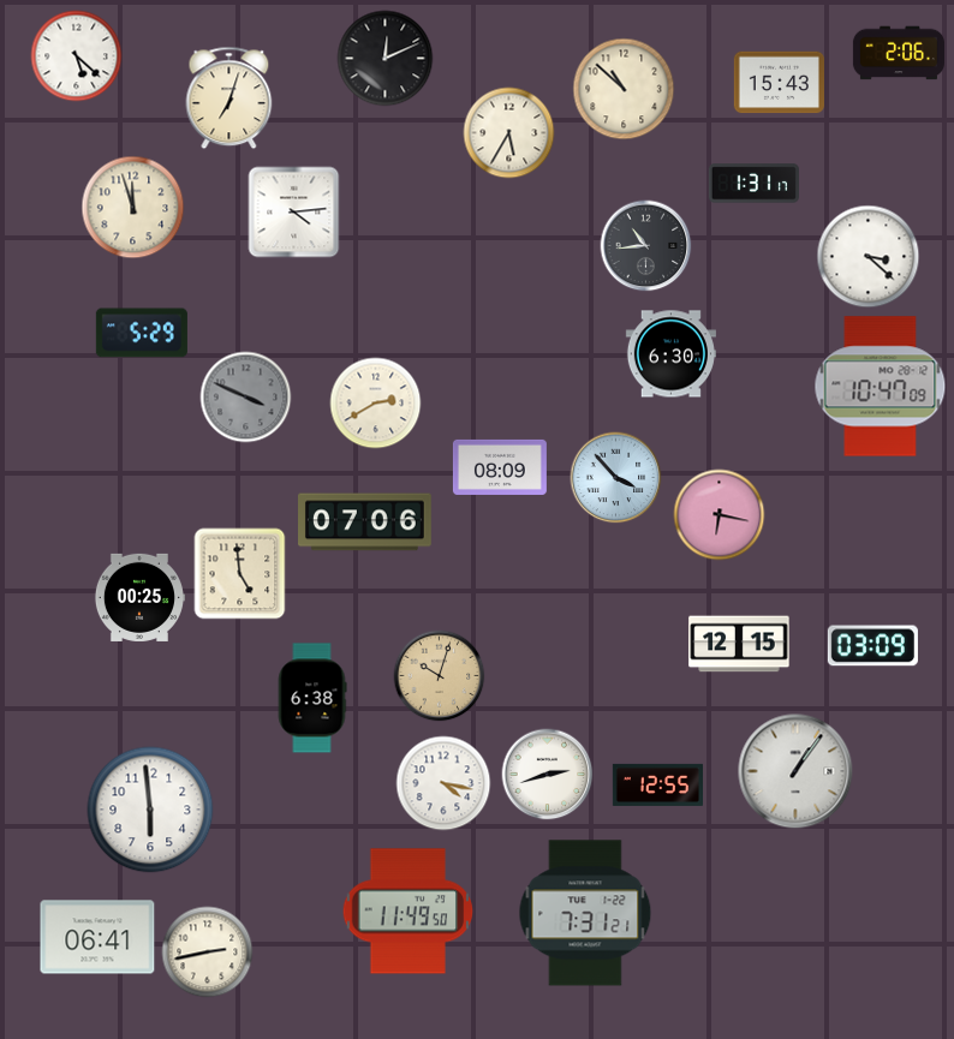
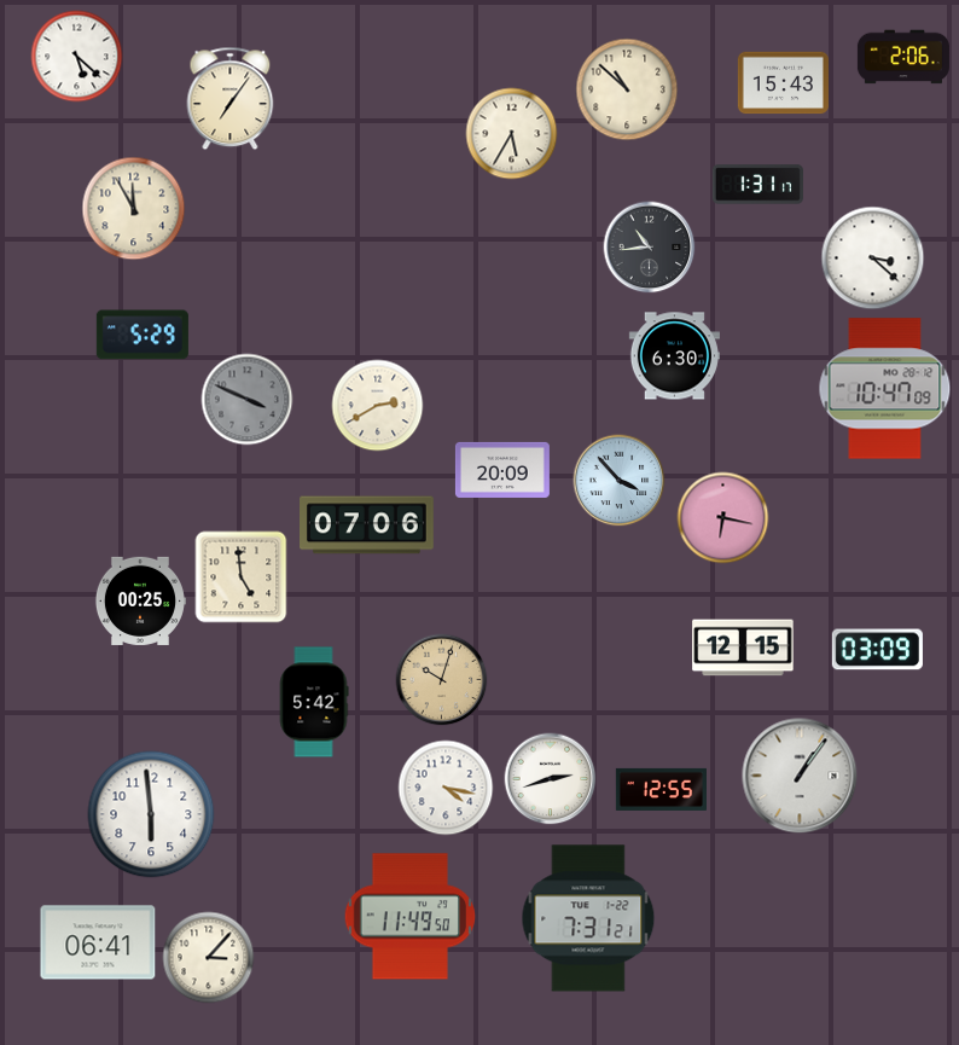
clock at (899, 53) position: (899, 53) -> (903, 57)
clock at (386, 59): 12:11 -> none
clock at (229, 98): 7:03 -> 7:06
clock at (133, 208): 11:57 -> 11:55
clock at (294, 213): 4:14 -> none
clock at (500, 467): 08:09 -> 20:09
clock at (312, 698): 6:38 -> 5:42
clock at (208, 953): 2:43 -> 3:07
